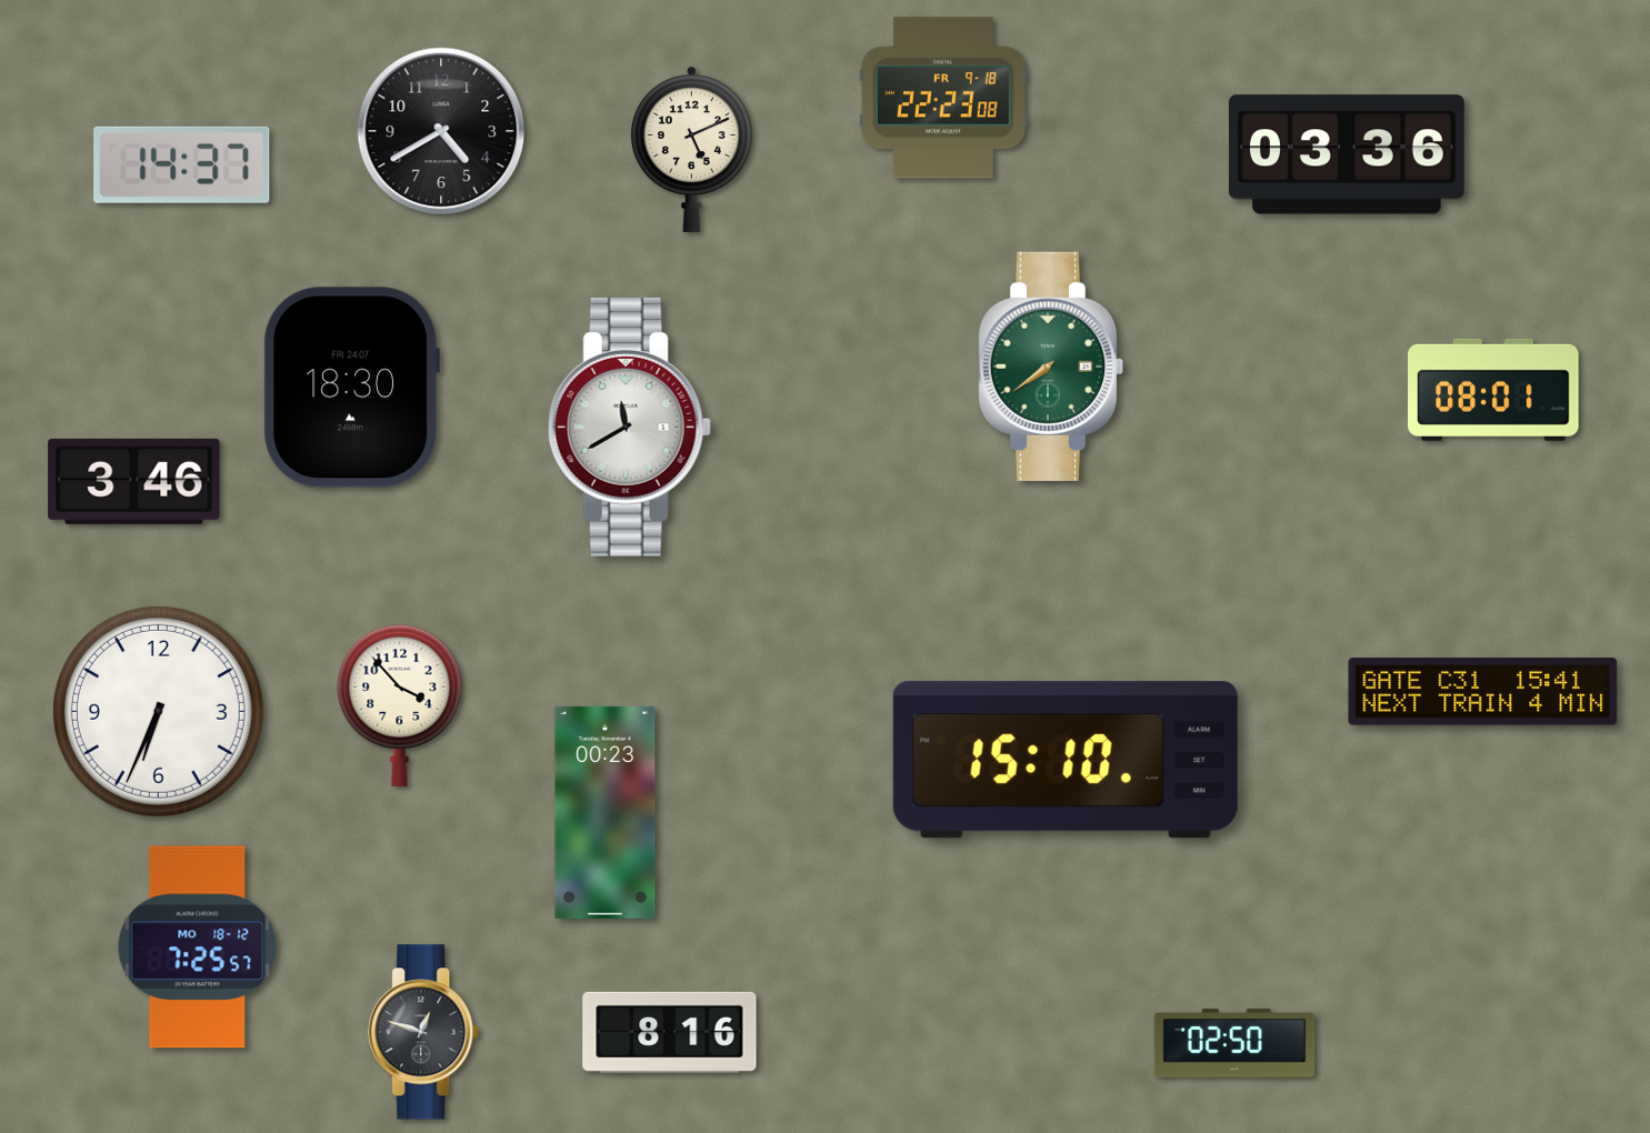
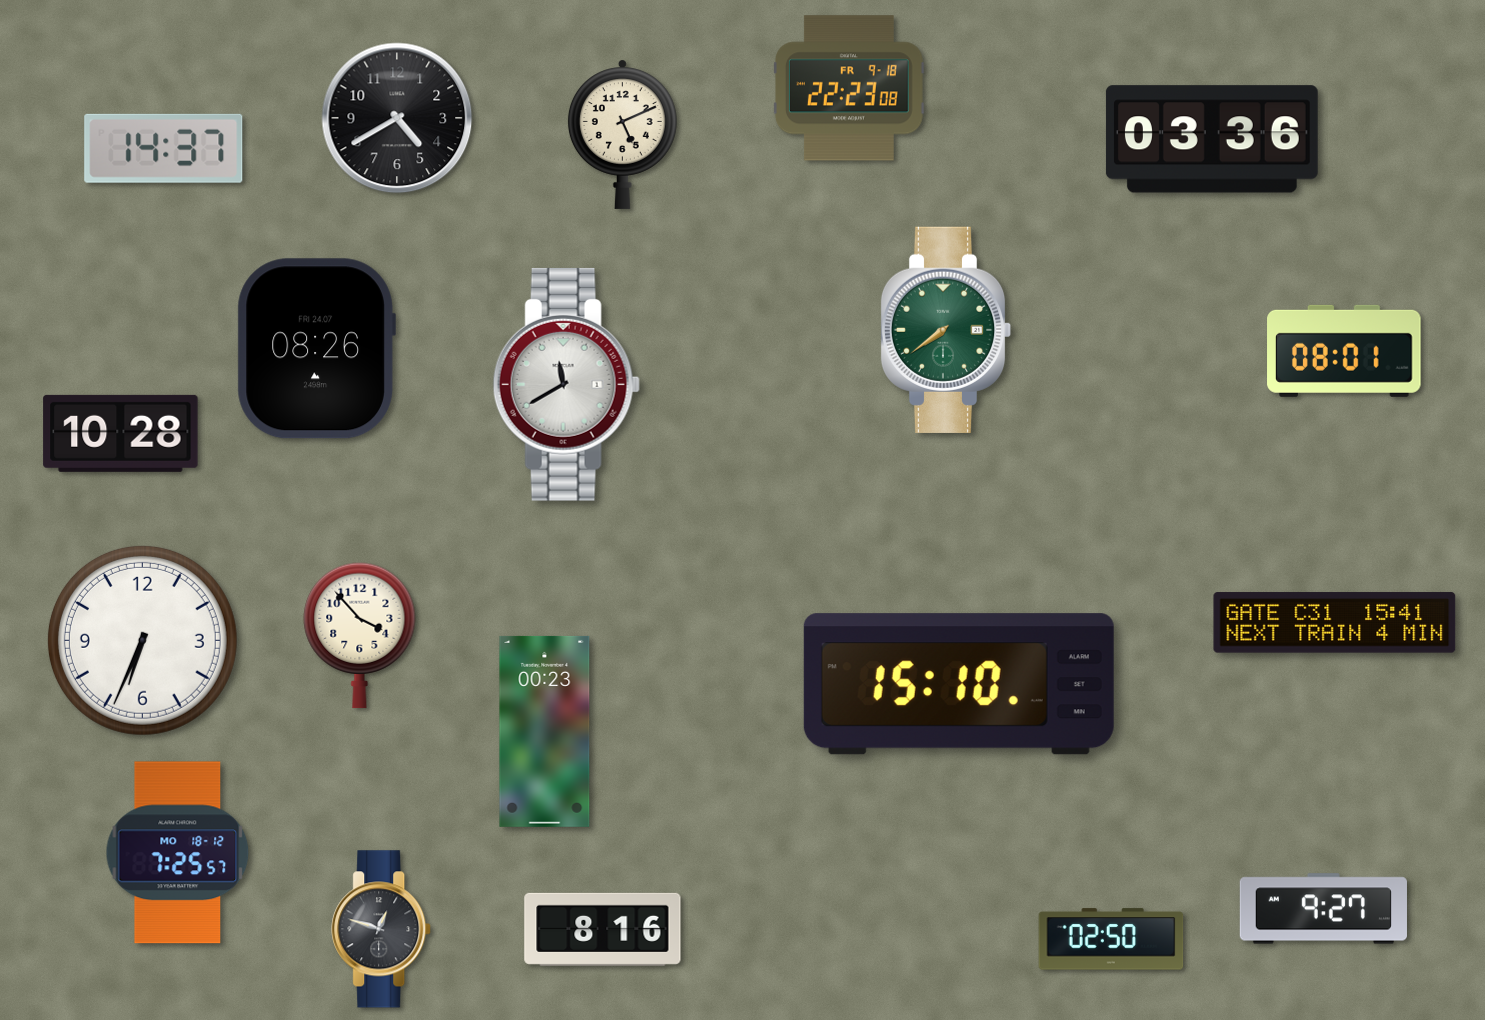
clock at (351, 388): 18:30 -> 08:26
clock at (134, 481): 3:46 -> 10:28
clock at (1323, 909): none -> 9:27
